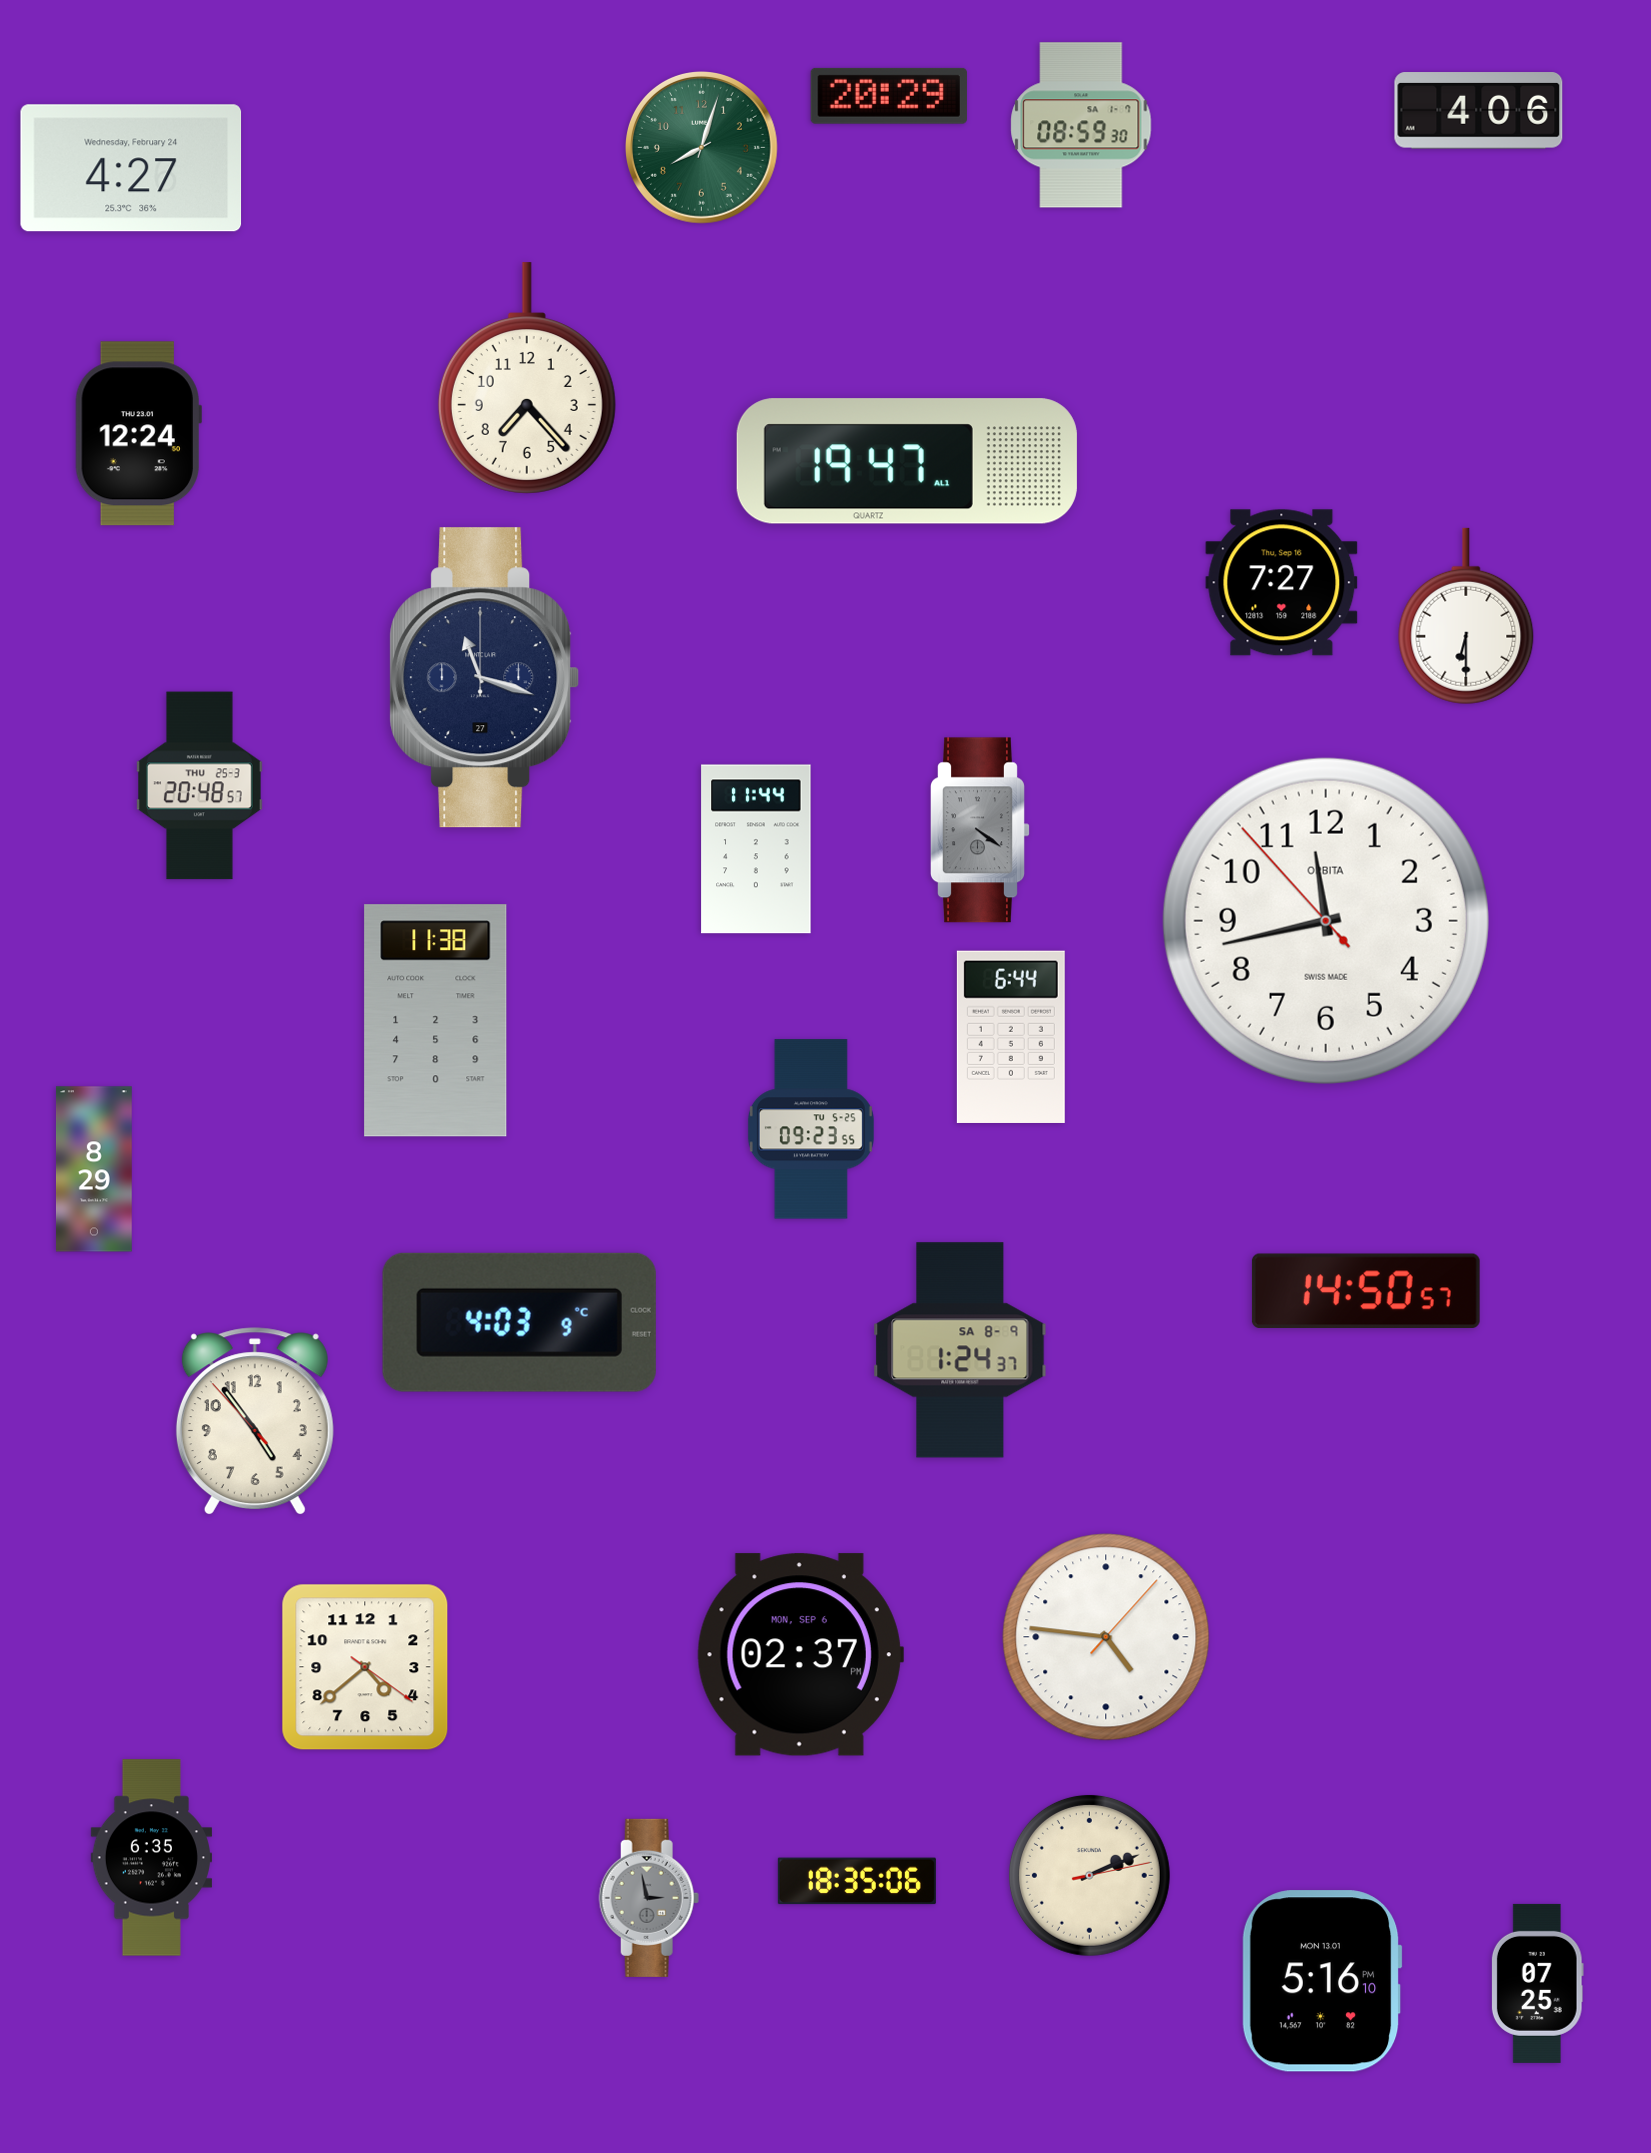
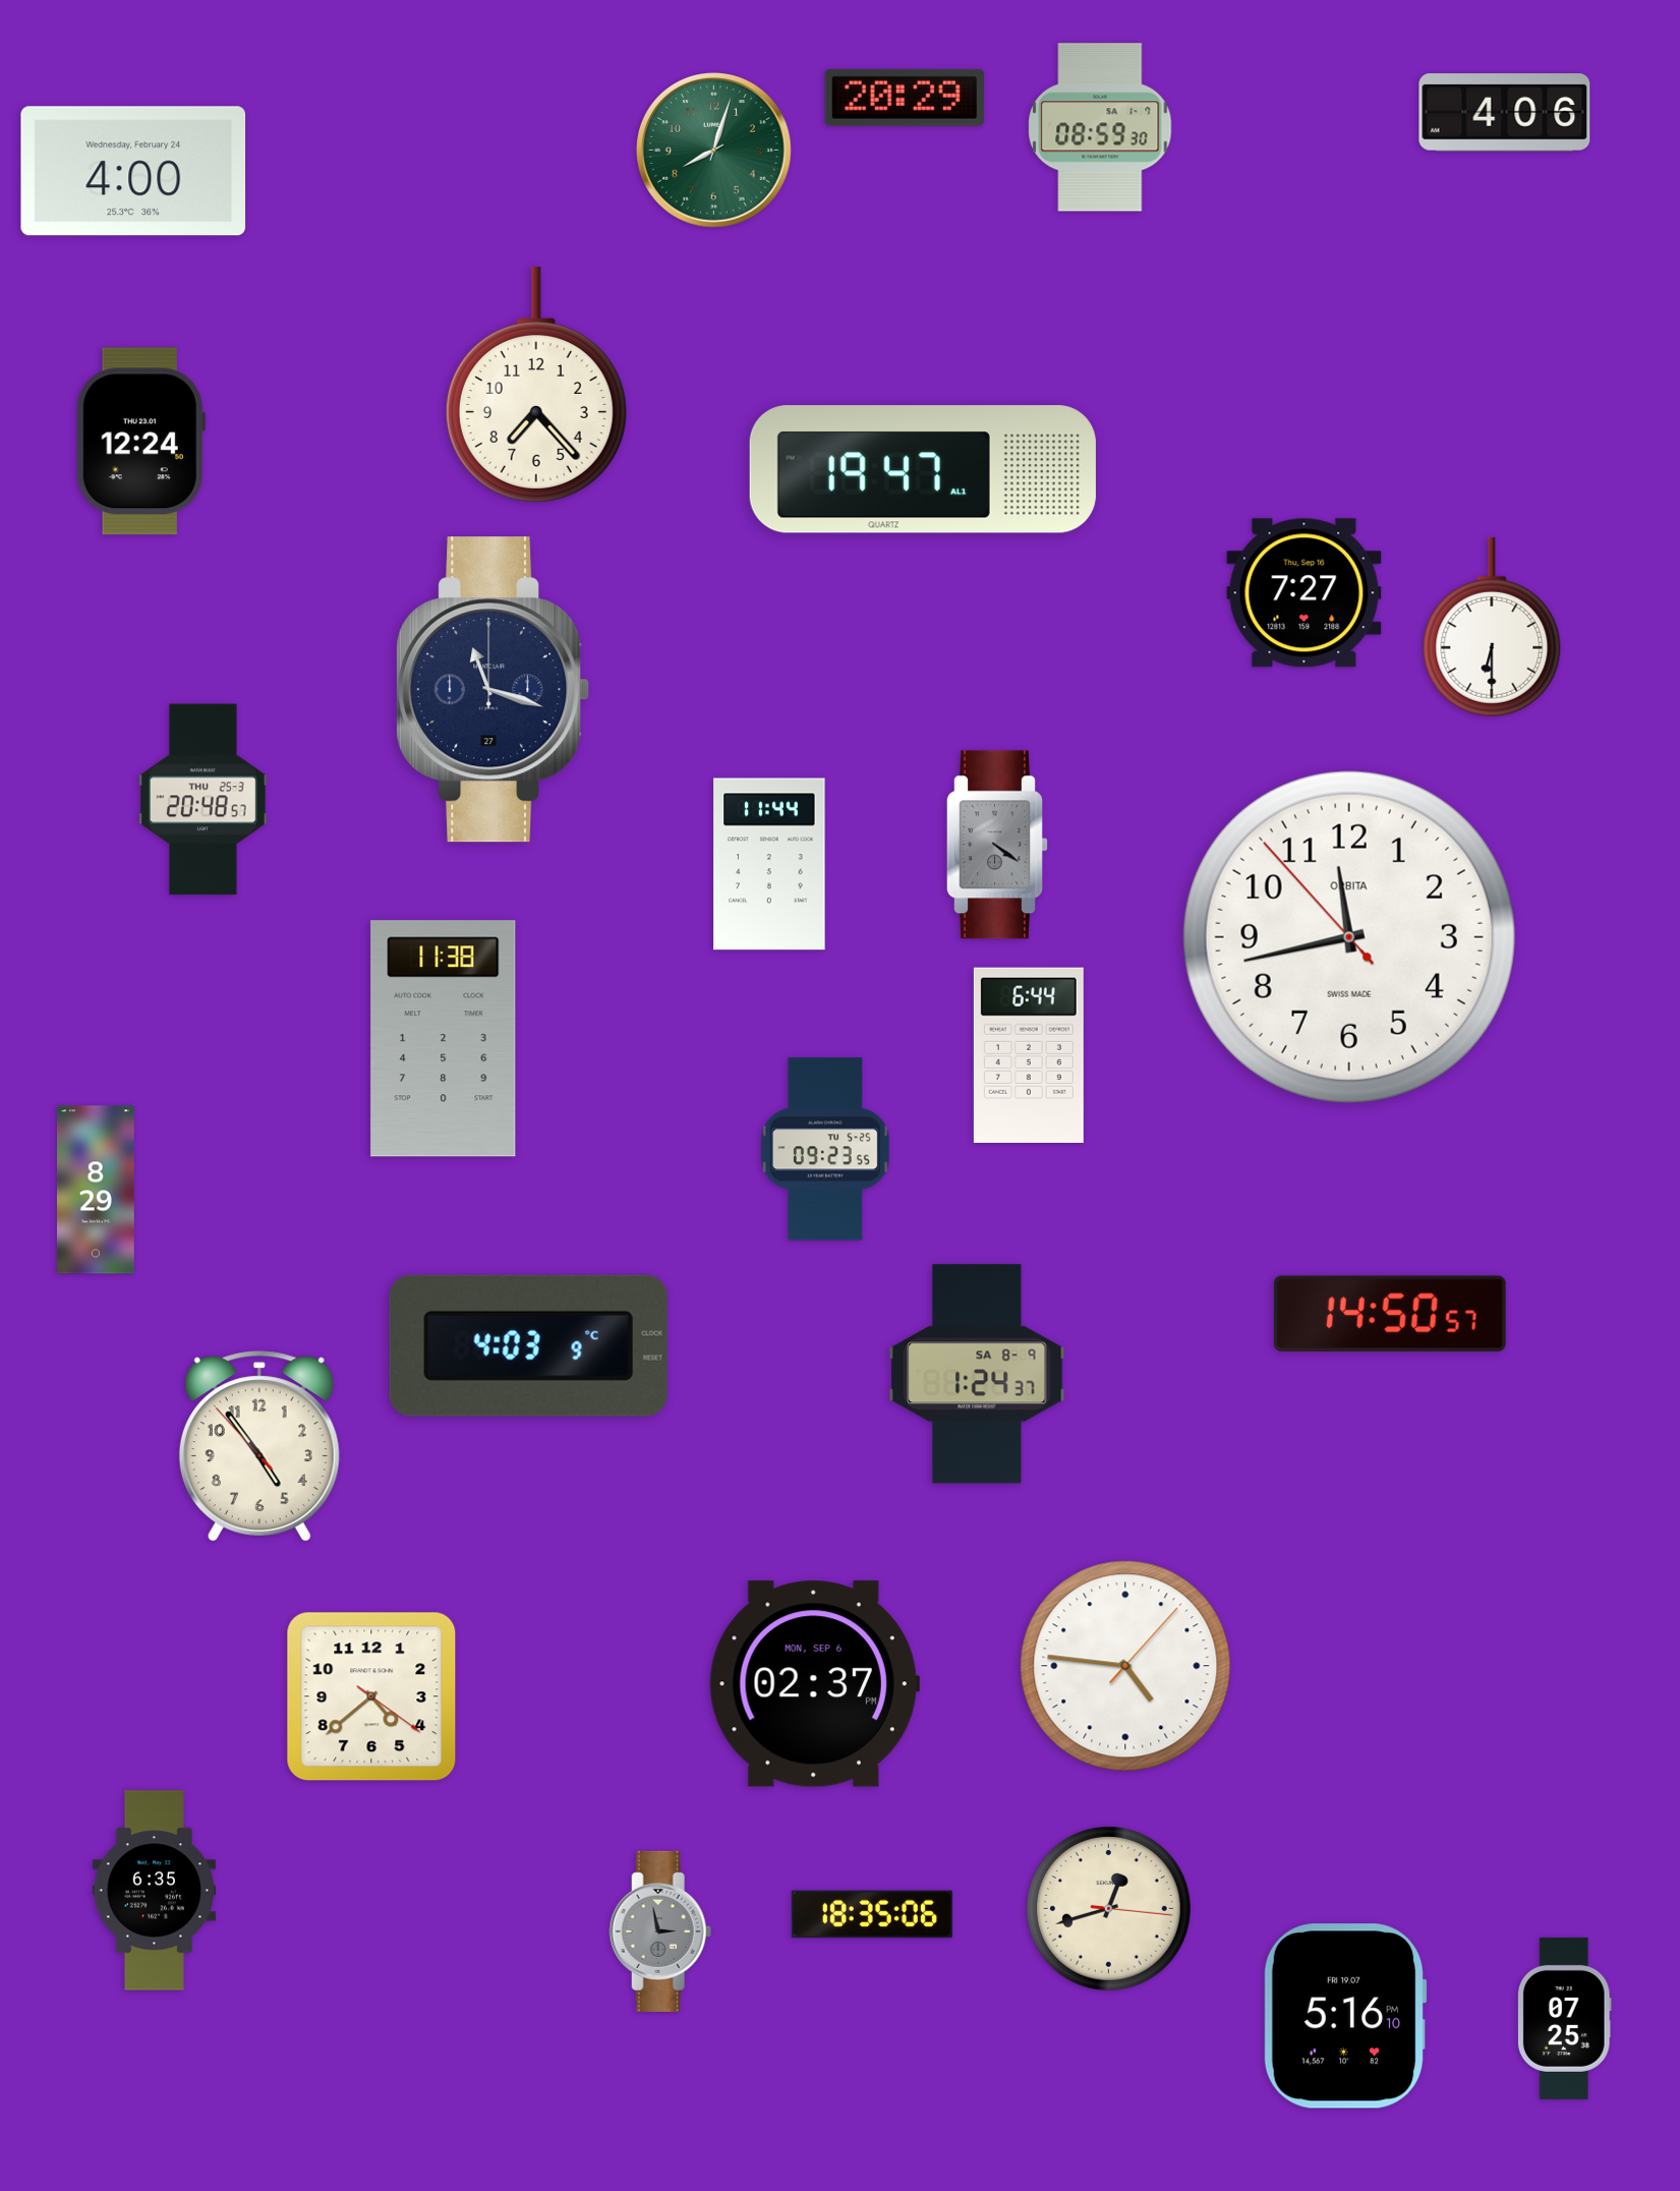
clock at (131, 168): 4:27 -> 4:00
clock at (1089, 1875): 2:11 -> 12:42
clock at (1322, 1981) date: MON 13.01 -> FRI 19.07
